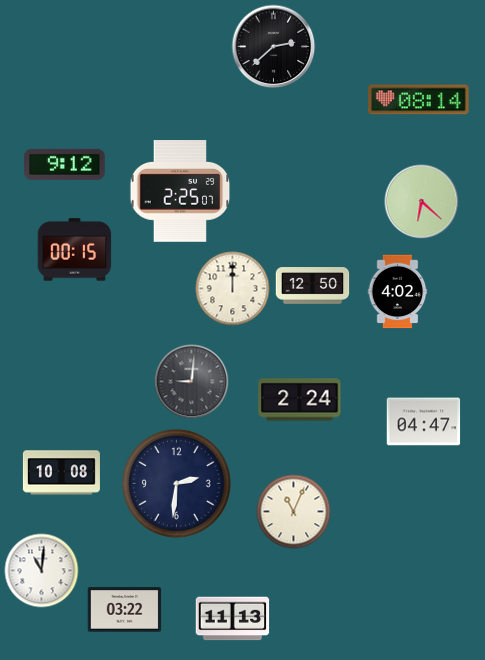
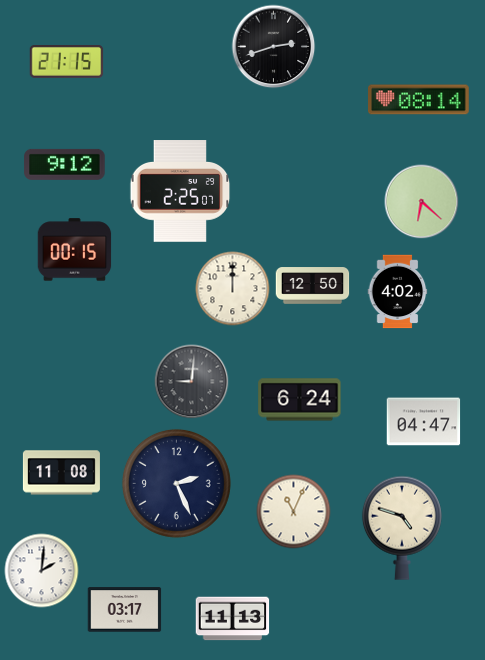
clock at (274, 47): 2:38 -> 2:42
clock at (67, 62): none -> 21:15
clock at (300, 400): 2:24 -> 6:24
clock at (61, 473): 10:08 -> 11:08
clock at (176, 483): 2:31 -> 2:26
clock at (402, 528): none -> 4:48
clock at (42, 571): 11:01 -> 2:01
clock at (125, 610): 03:22 -> 03:17
